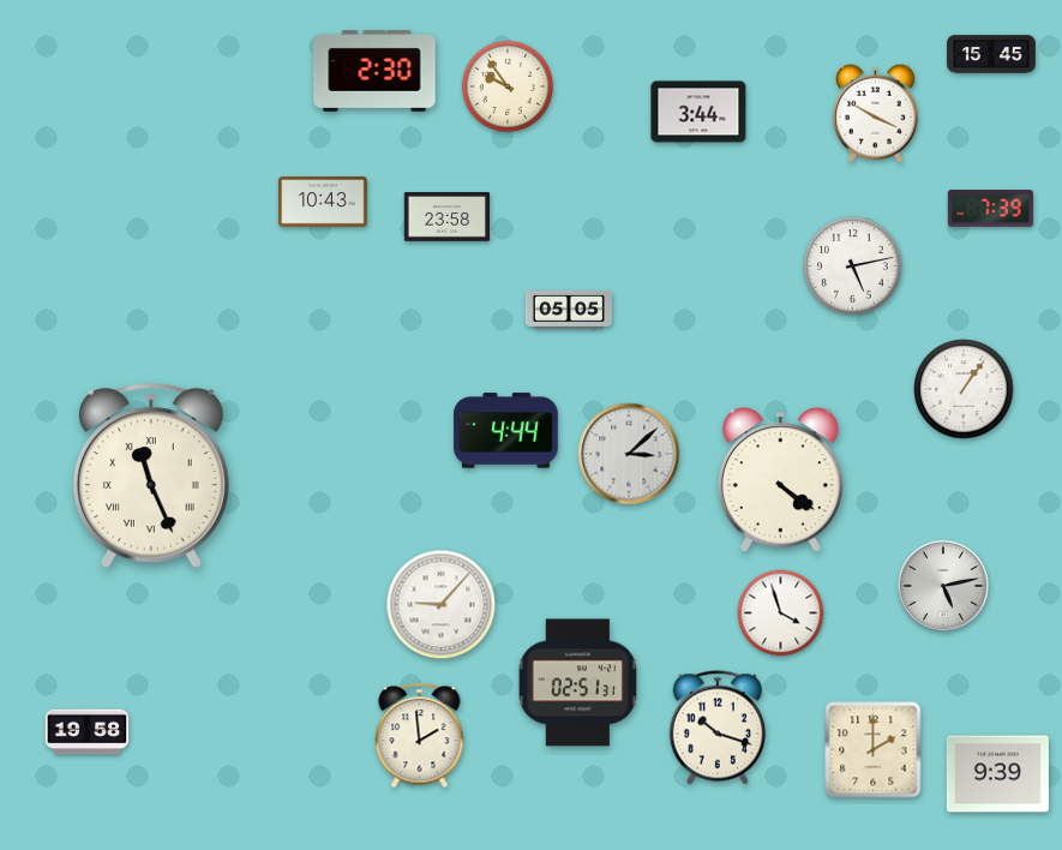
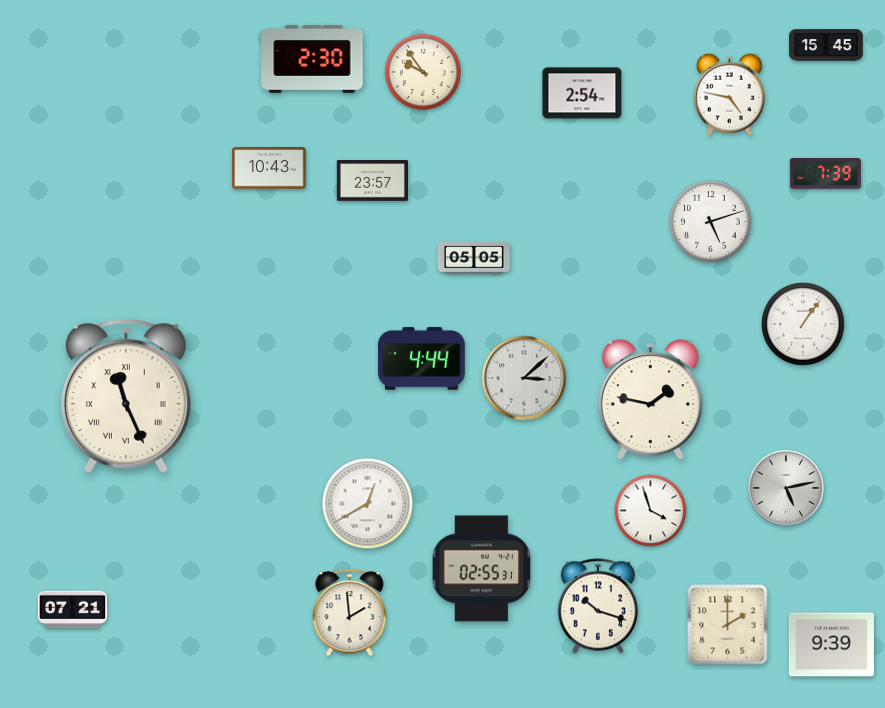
clock at (698, 112): 3:44 -> 2:54
clock at (875, 113): 3:50 -> 4:47
clock at (446, 217): 23:58 -> 23:57
clock at (853, 267): 5:13 -> 5:12
clock at (780, 479): 4:21 -> 1:47
clock at (442, 605): 9:07 -> 12:40
clock at (577, 683): 02:51 -> 02:55
clock at (88, 732): 19:58 -> 07:21
